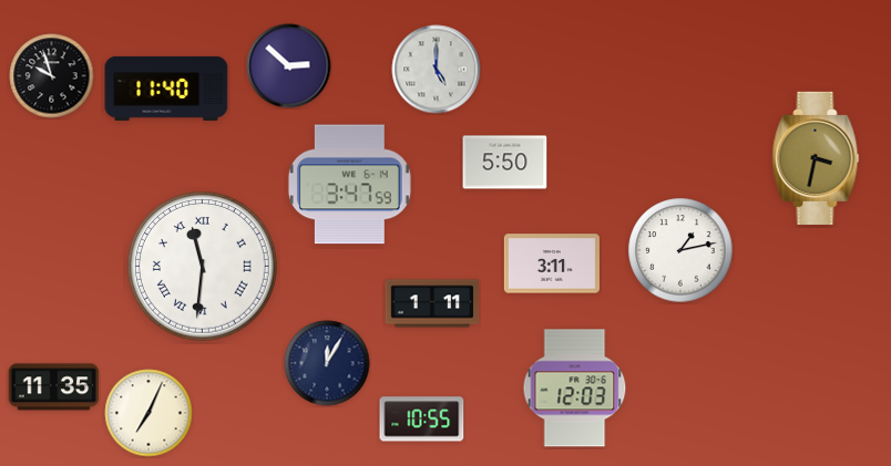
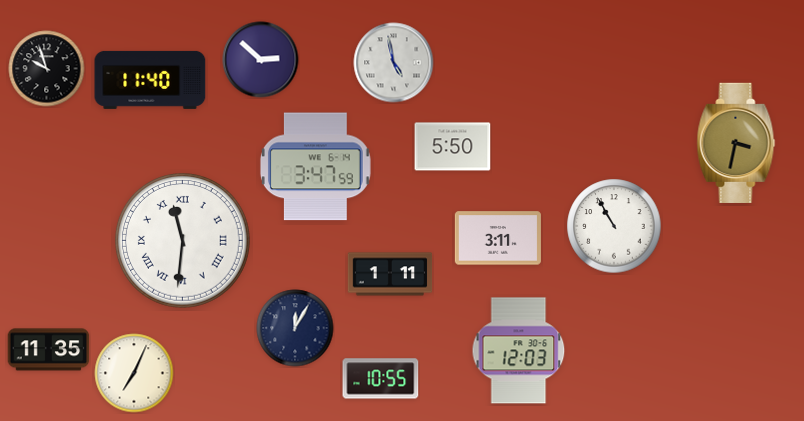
clock at (437, 70): 5:00 -> 4:58
clock at (505, 163) position: (505, 163) -> (453, 147)
clock at (680, 250): 1:13 -> 10:55
